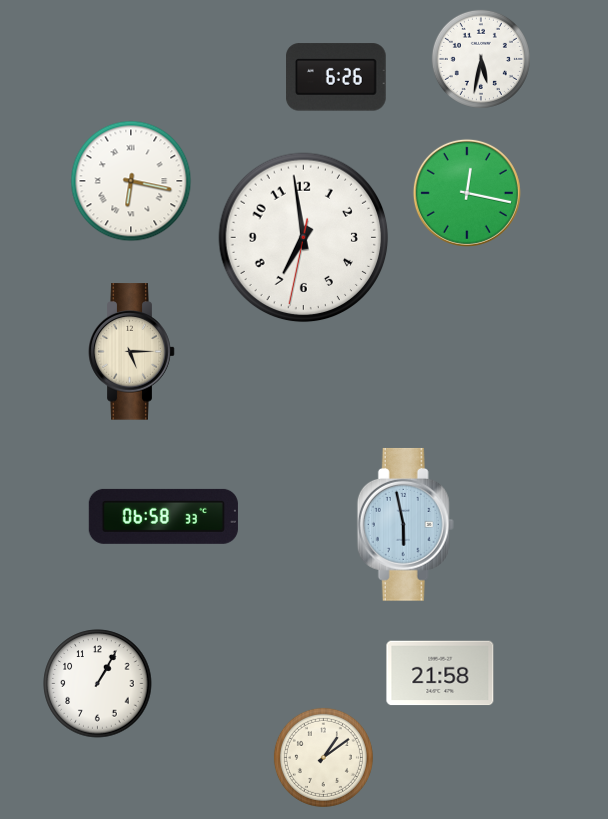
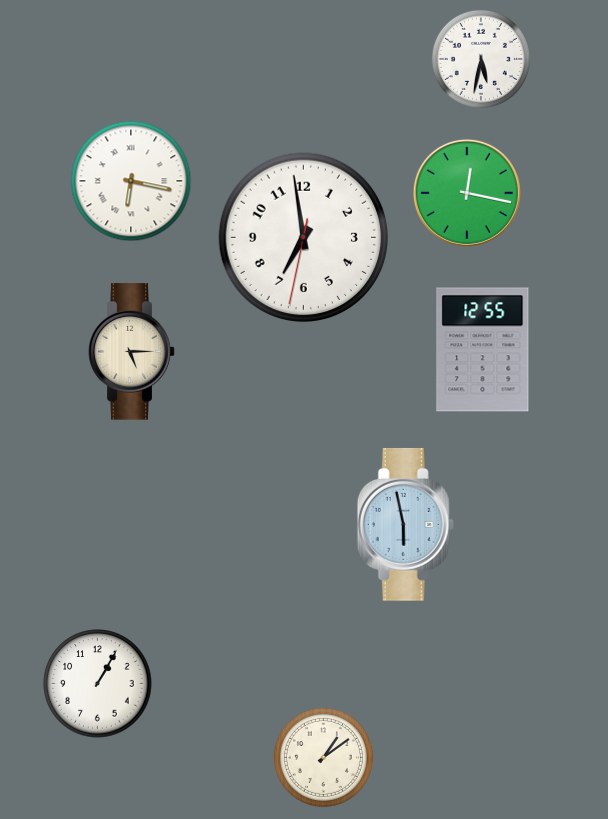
clock at (337, 77): 6:26 -> none
clock at (483, 350): none -> 12:55
clock at (163, 516): 06:58 -> none
clock at (440, 673): 21:58 -> none
